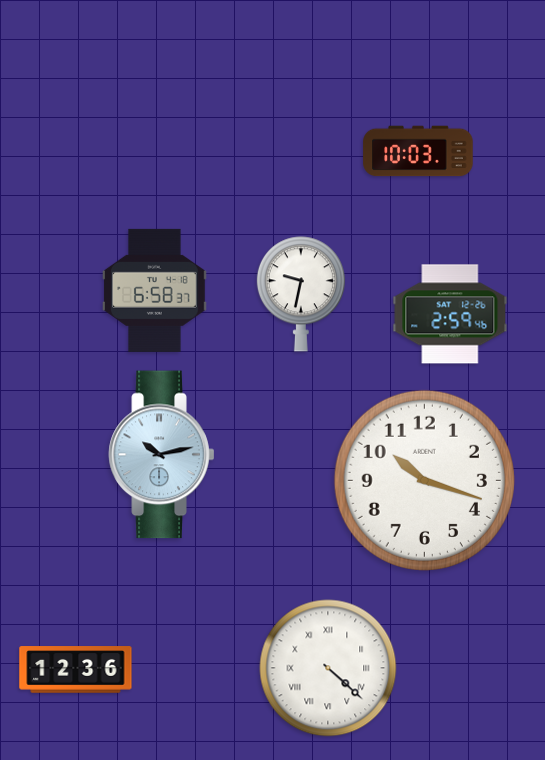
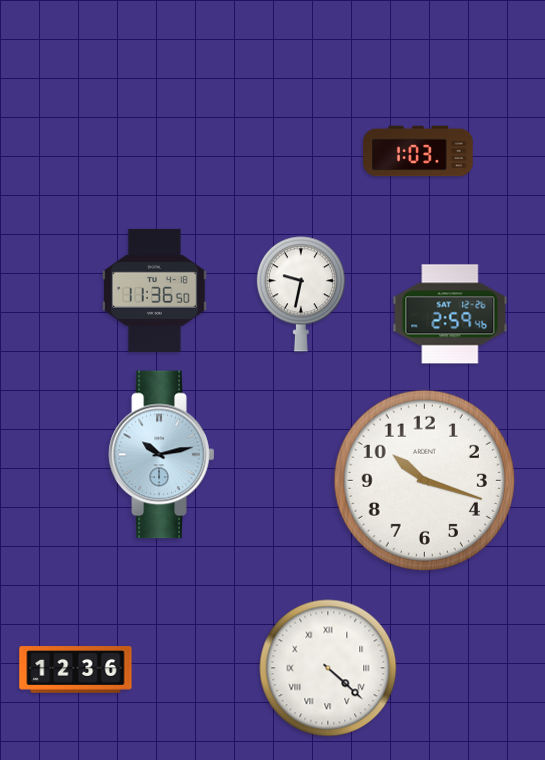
clock at (418, 151): 10:03 -> 1:03
clock at (155, 290): 6:58 -> 11:36
